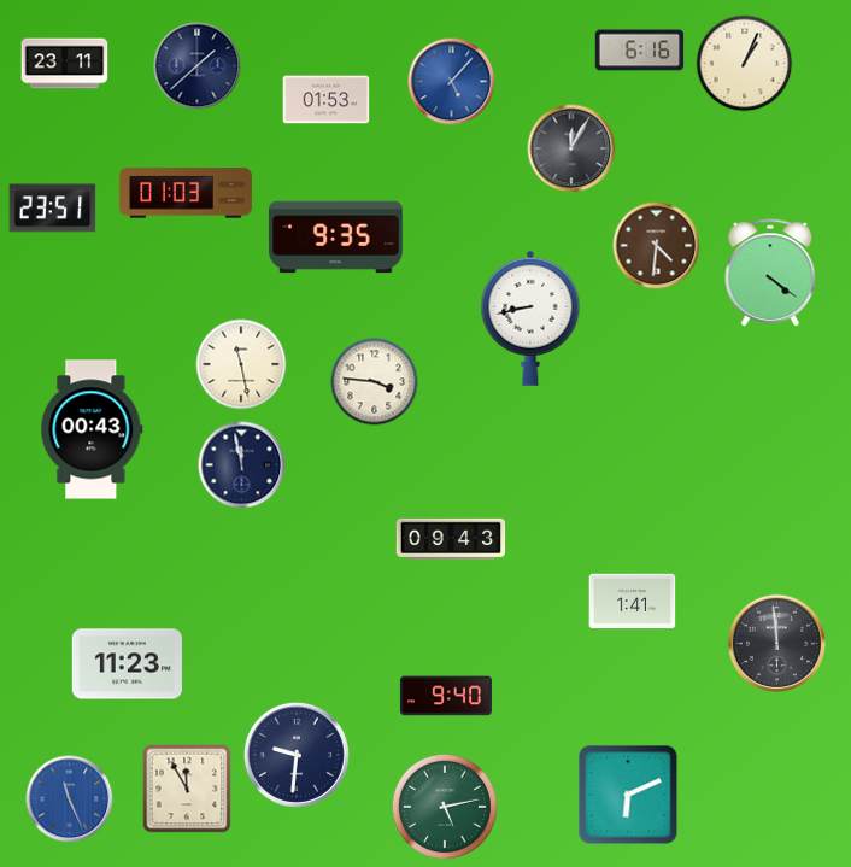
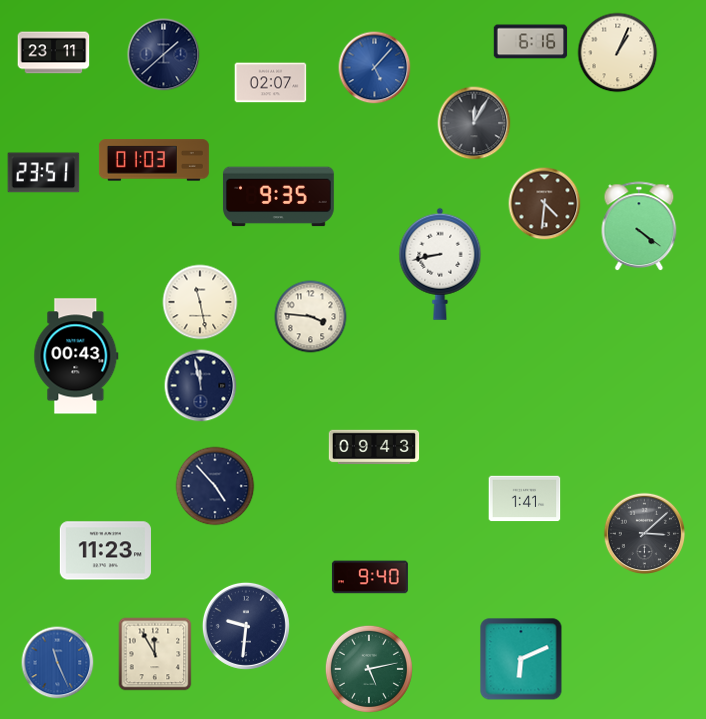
clock at (327, 100): 01:53 -> 02:07
clock at (215, 486): none -> 4:53
clock at (777, 644): 11:59 -> 3:08
